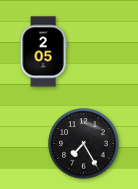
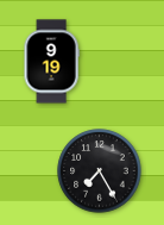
clock at (43, 52): 2:05 -> 9:19
